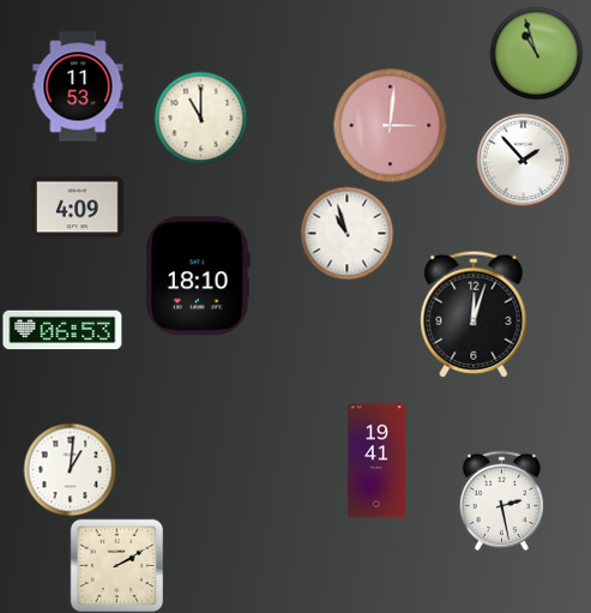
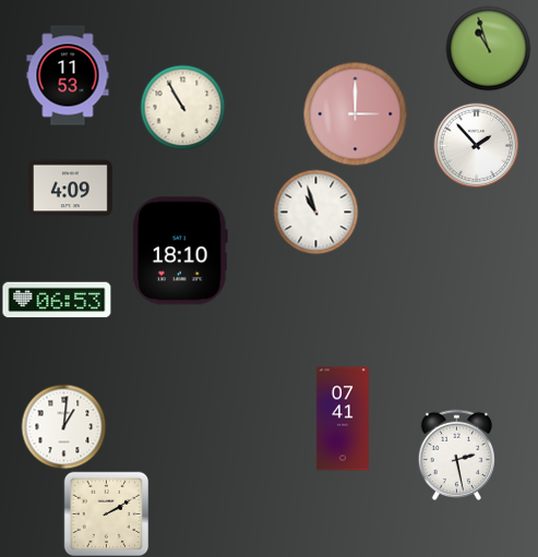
clock at (78, 86) position: (78, 86) -> (68, 75)
clock at (200, 118): 11:00 -> 10:55
clock at (390, 125): 3:01 -> 3:00
clock at (474, 314): 12:03 -> none
clock at (376, 461): 19:41 -> 07:41
